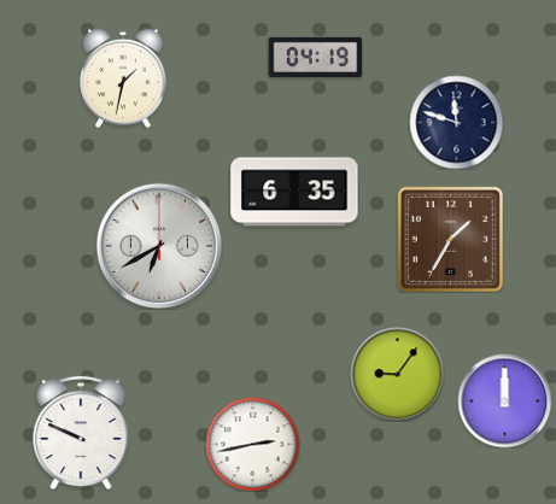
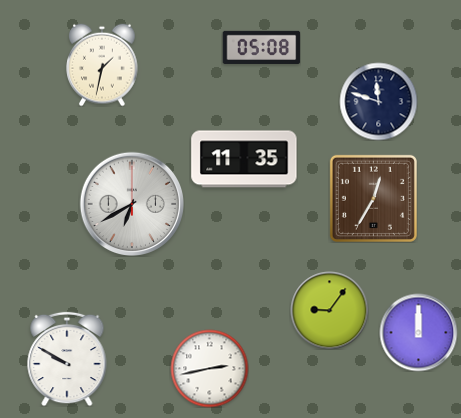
clock at (315, 57): 04:19 -> 05:08
clock at (294, 192): 6:35 -> 11:35
clock at (450, 239): 1:35 -> 12:35
clock at (81, 433): 9:49 -> 9:50
